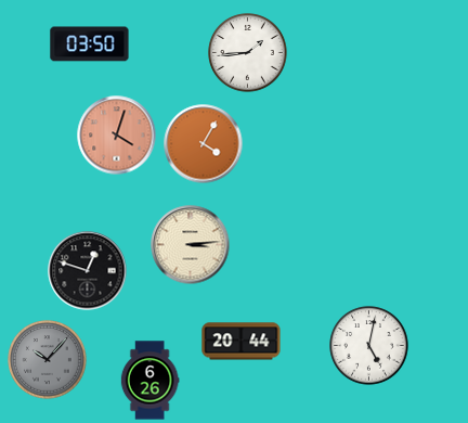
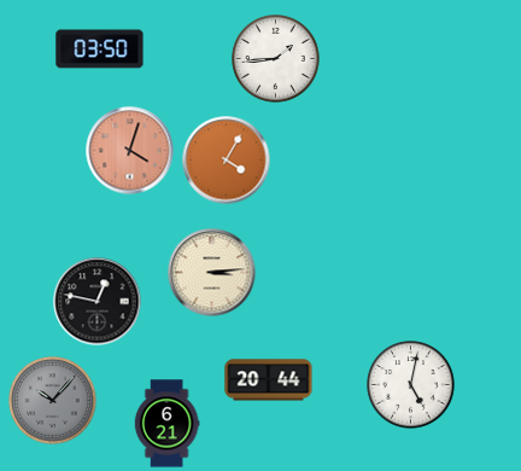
clock at (88, 271): 12:48 -> 12:47
clock at (149, 381): 6:26 -> 6:21
